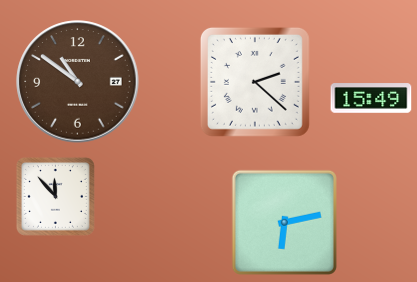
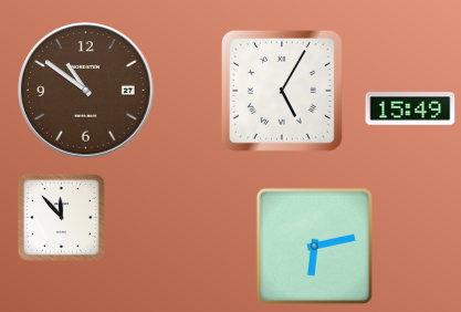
clock at (255, 82): 2:22 -> 5:05
